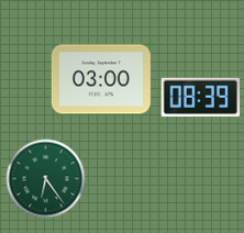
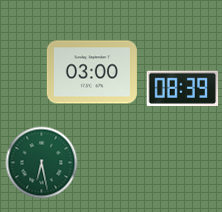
clock at (46, 179): 6:24 -> 6:28
